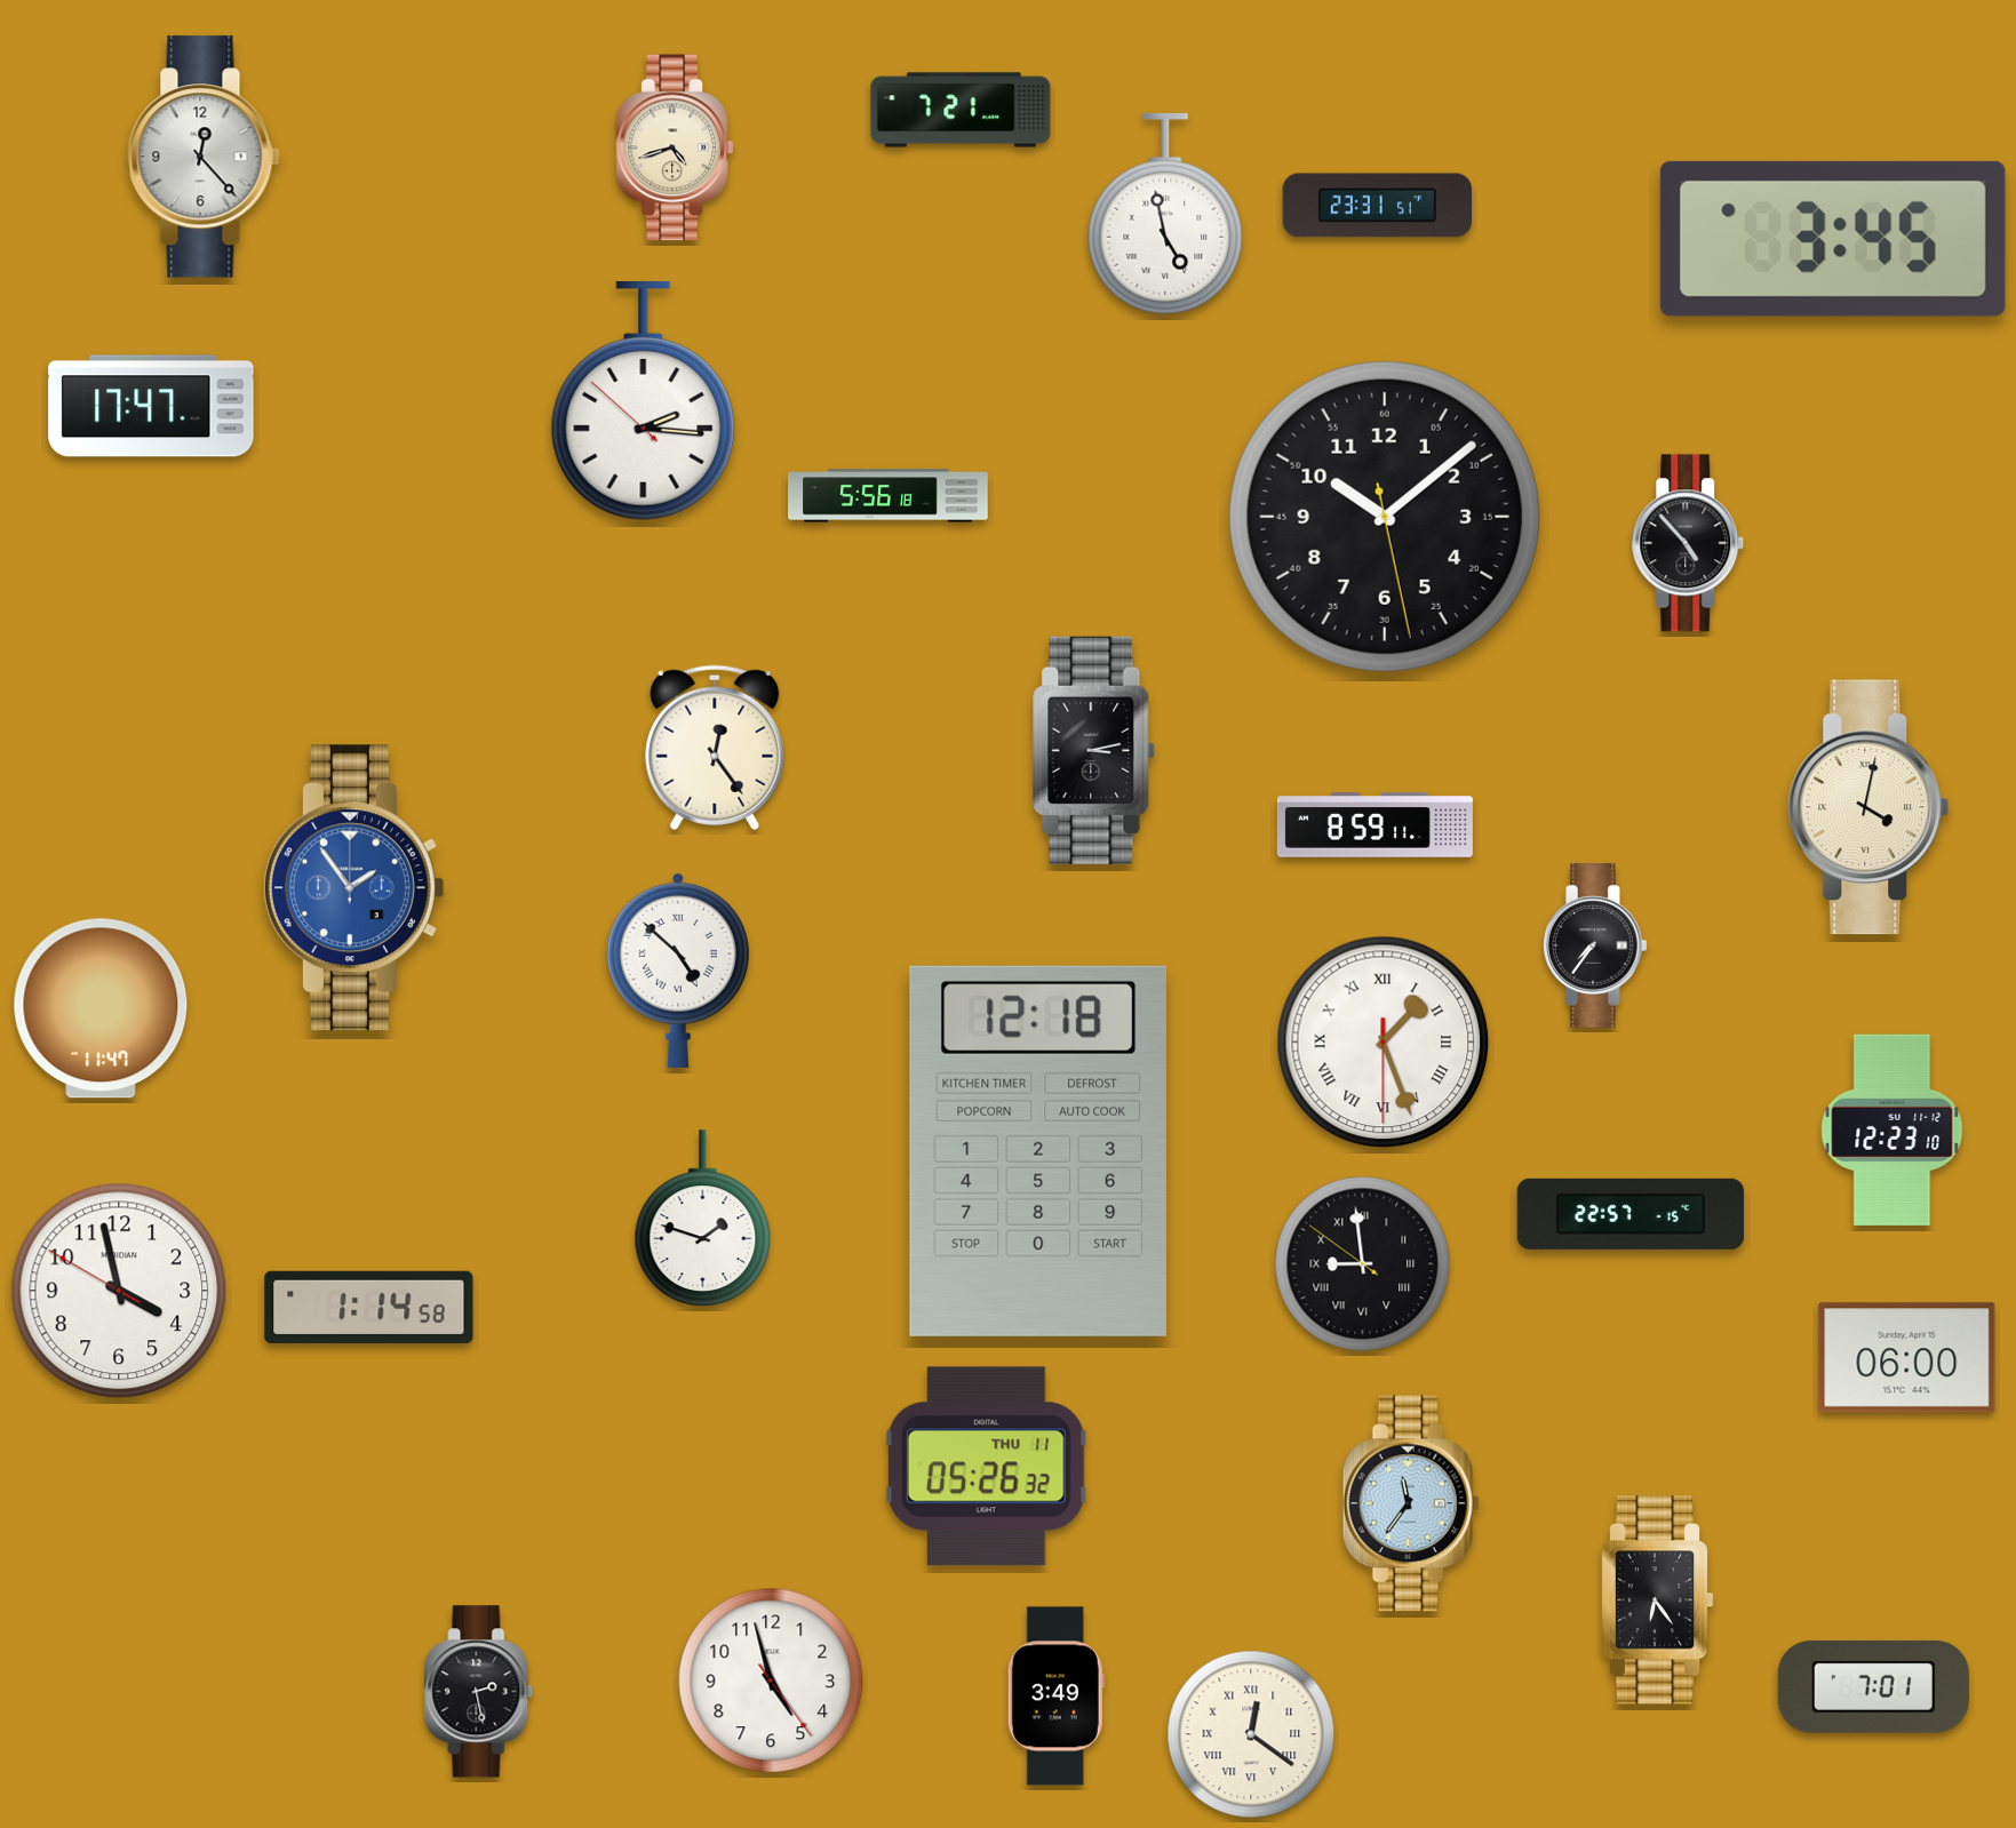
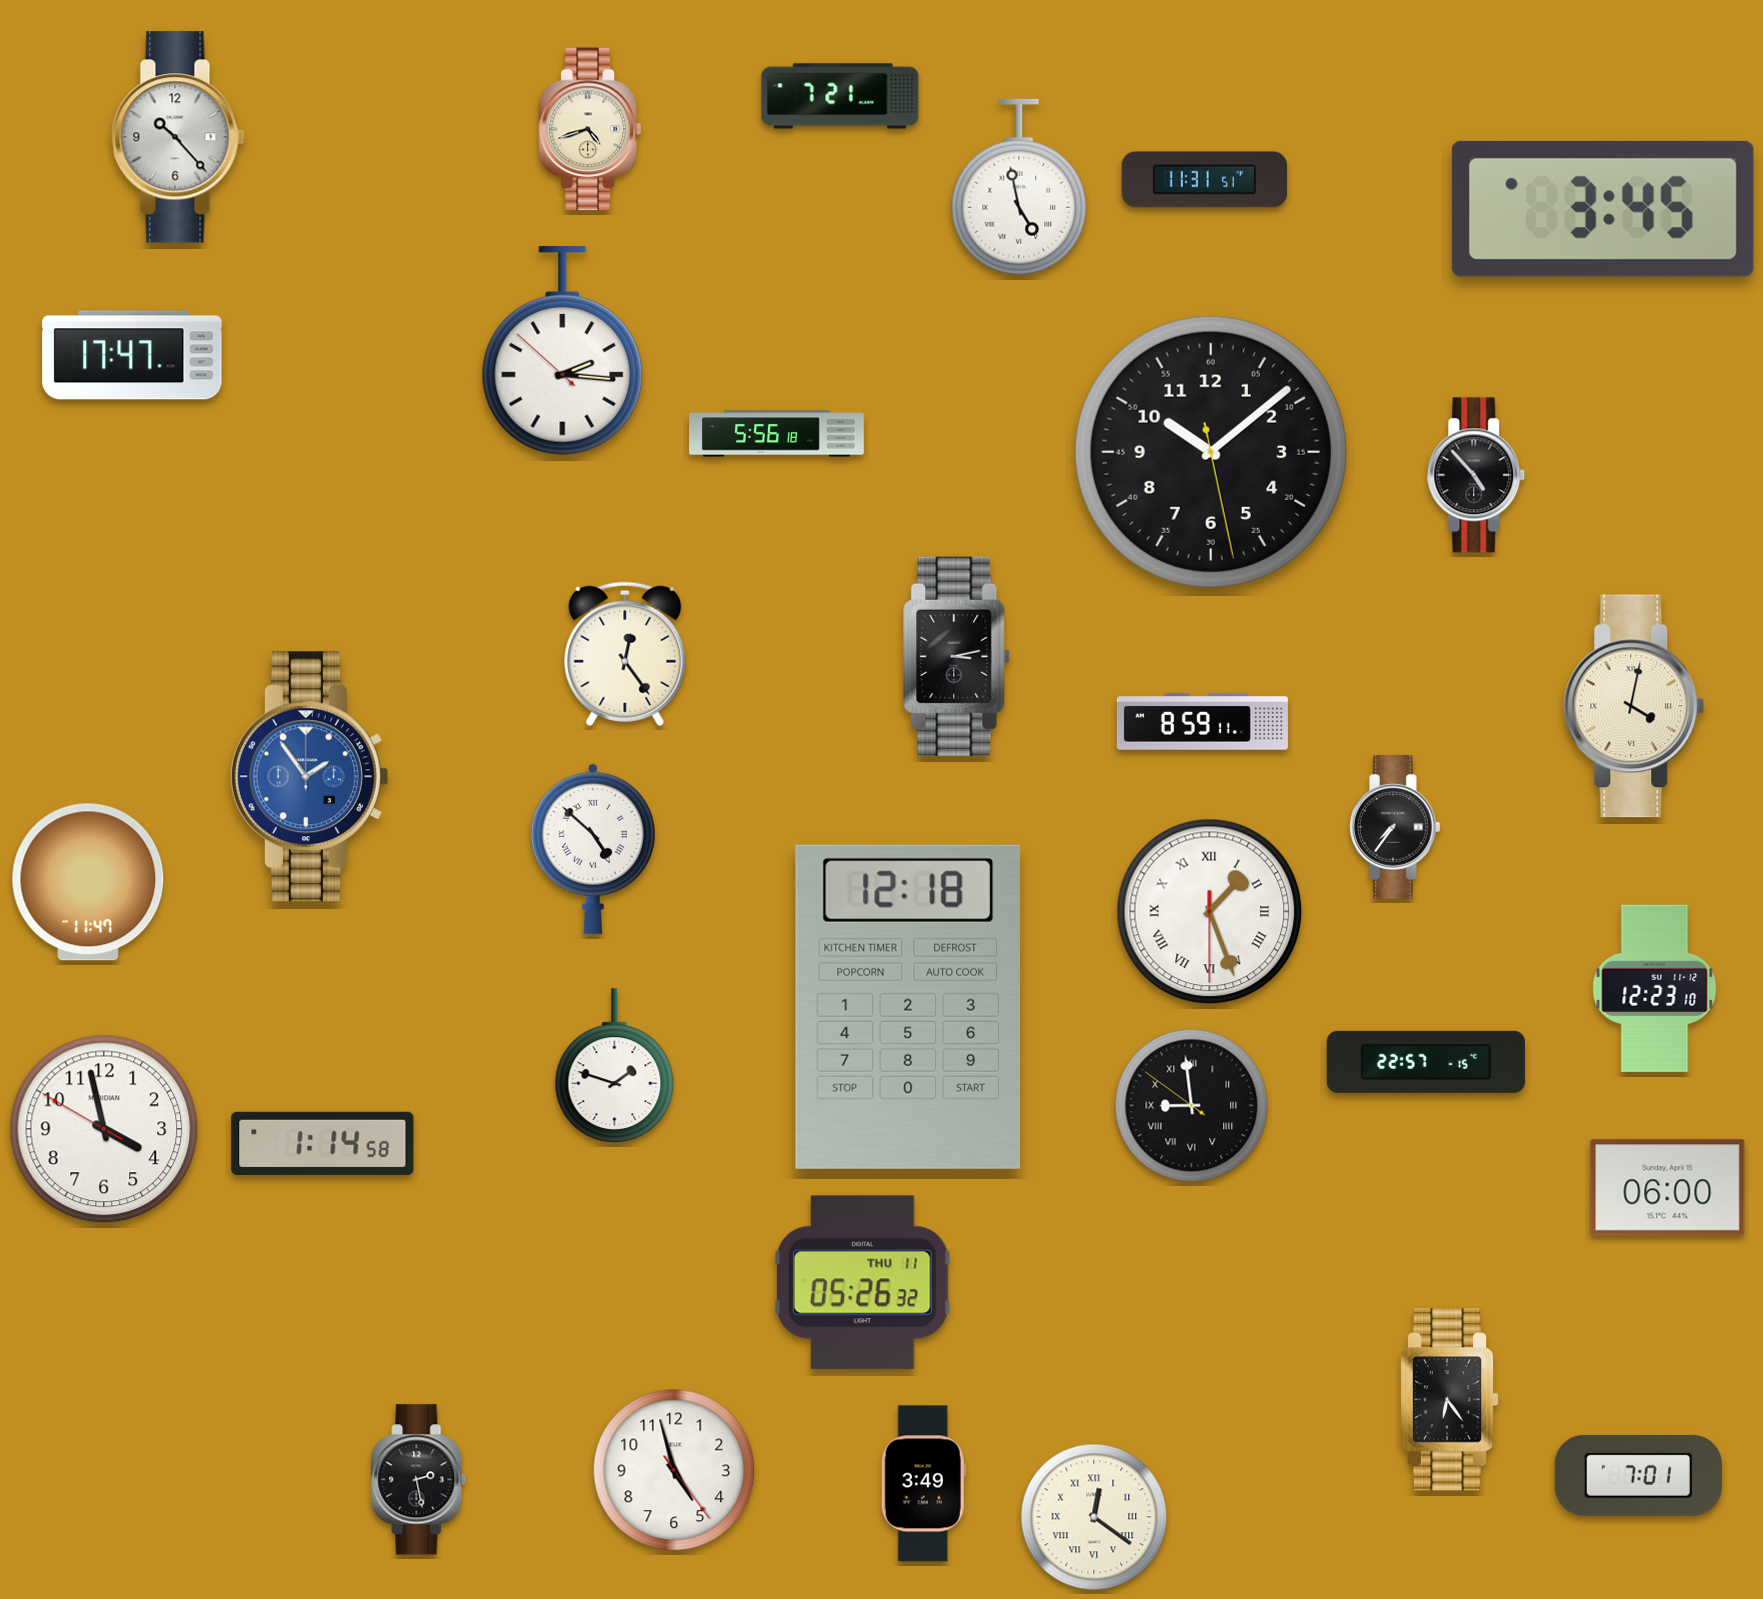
clock at (204, 157): 12:23 -> 10:23
clock at (1378, 206): 23:31 -> 11:31
clock at (1411, 1503): 11:36 -> none
